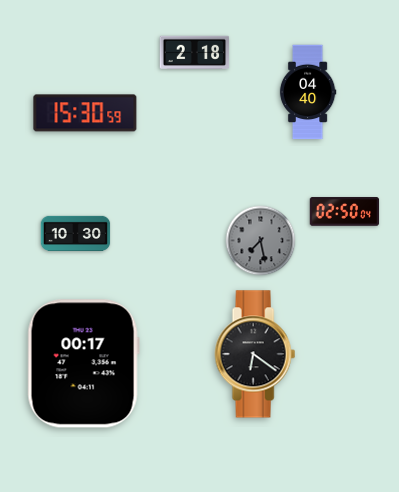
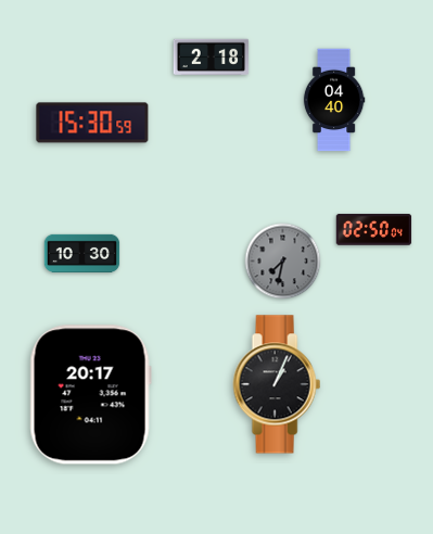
clock at (261, 241): 7:28 -> 7:32
clock at (255, 354): 6:21 -> 1:04
clock at (83, 364): 00:17 -> 20:17
